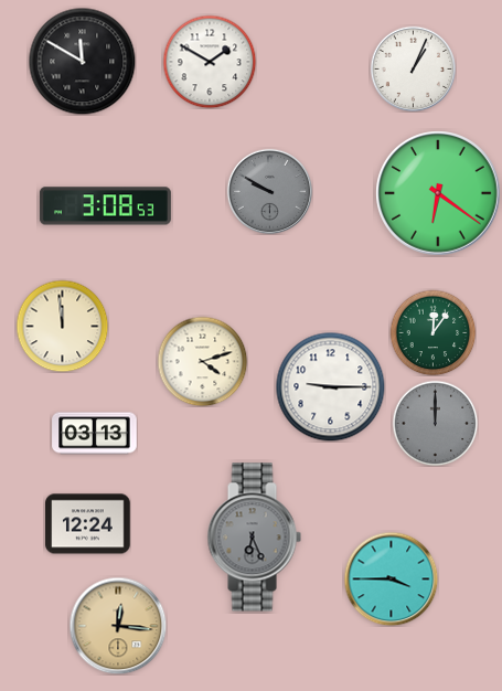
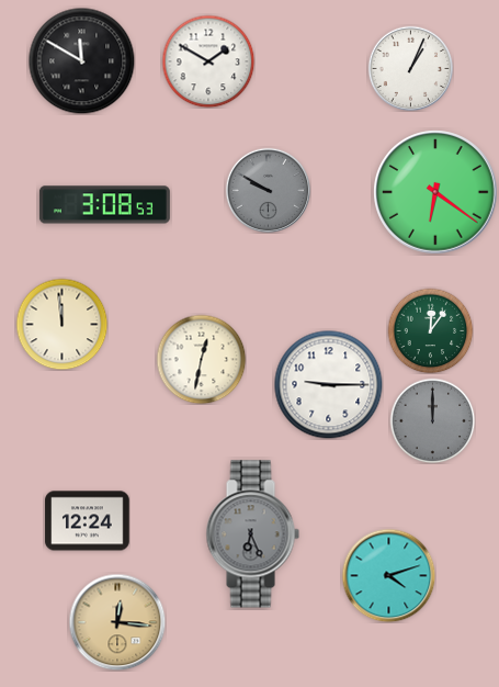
clock at (202, 361): 4:12 -> 12:32
clock at (95, 434): 03:13 -> none
clock at (391, 578): 3:45 -> 4:12
